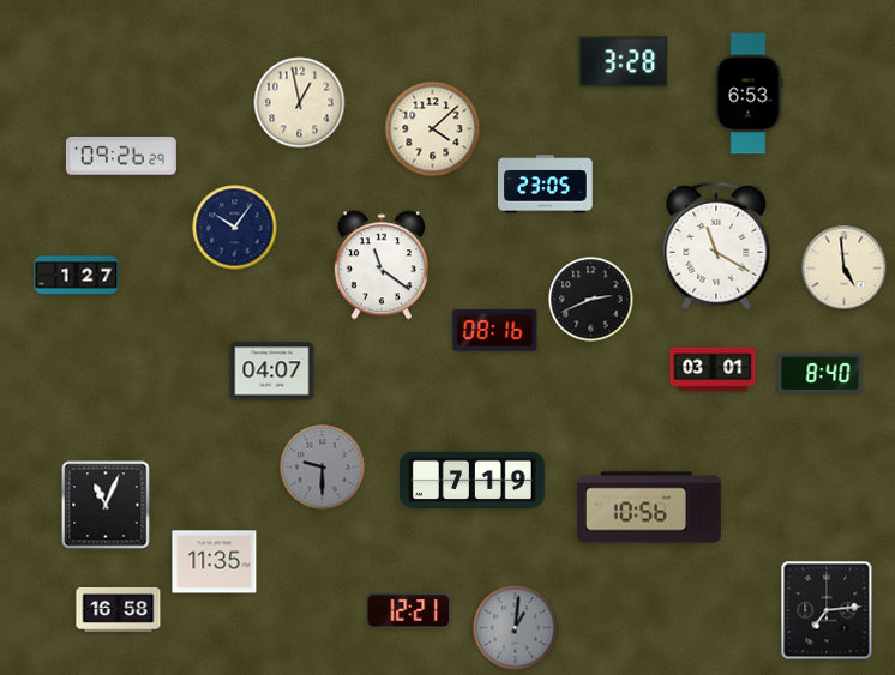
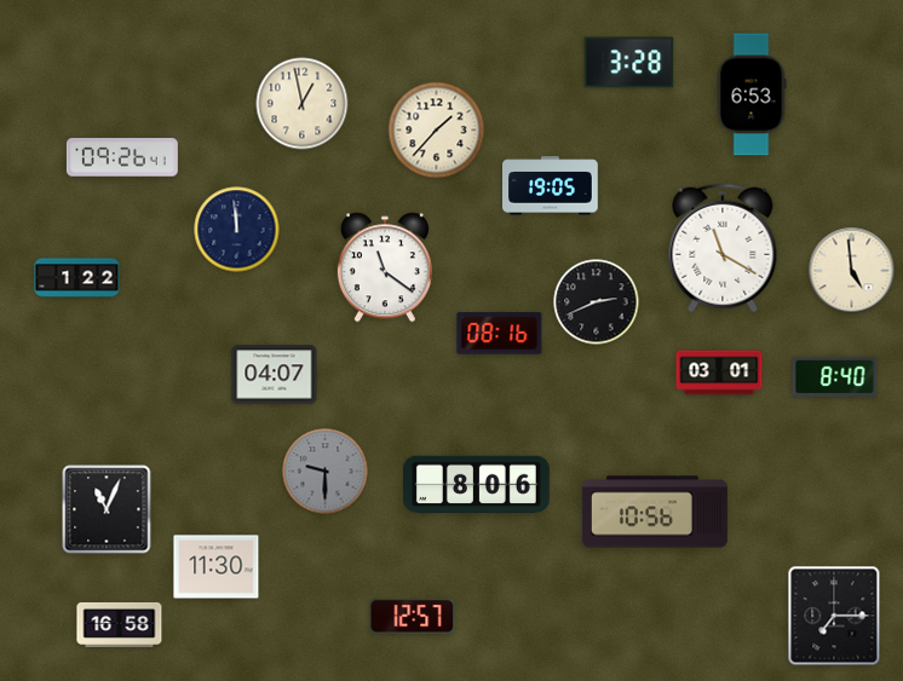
clock at (749, 94) position: (749, 94) -> (752, 94)
clock at (433, 129): 4:08 -> 1:37
clock at (121, 156): 09:26:29 -> 09:26:41
clock at (546, 185): 23:05 -> 19:05
clock at (235, 228): 10:06 -> 11:59
clock at (77, 276): 1:27 -> 1:22
clock at (821, 373) position: (821, 373) -> (835, 376)
clock at (473, 481): 7:19 -> 8:06
clock at (215, 562): 11:35 -> 11:30
clock at (119, 609) position: (119, 609) -> (120, 624)
clock at (827, 610): 7:14 -> 7:15
clock at (409, 611): 12:21 -> 12:57
clock at (516, 628): 1:01 -> none
